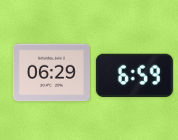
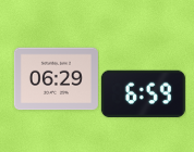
clock at (134, 76) position: (134, 76) -> (143, 94)
